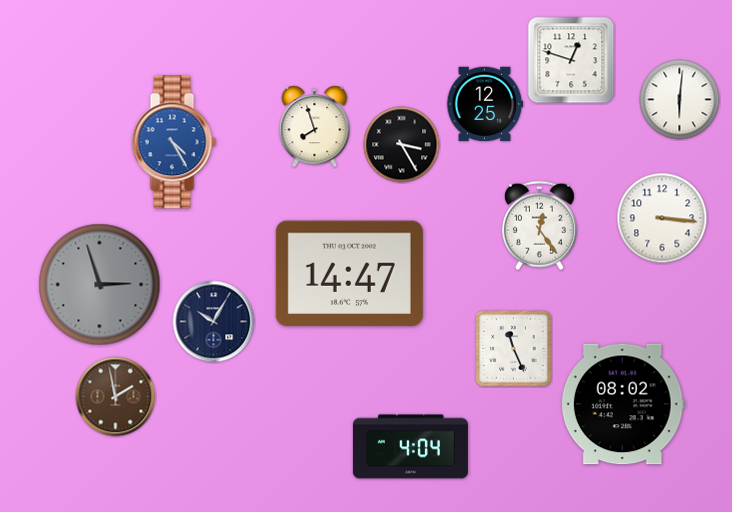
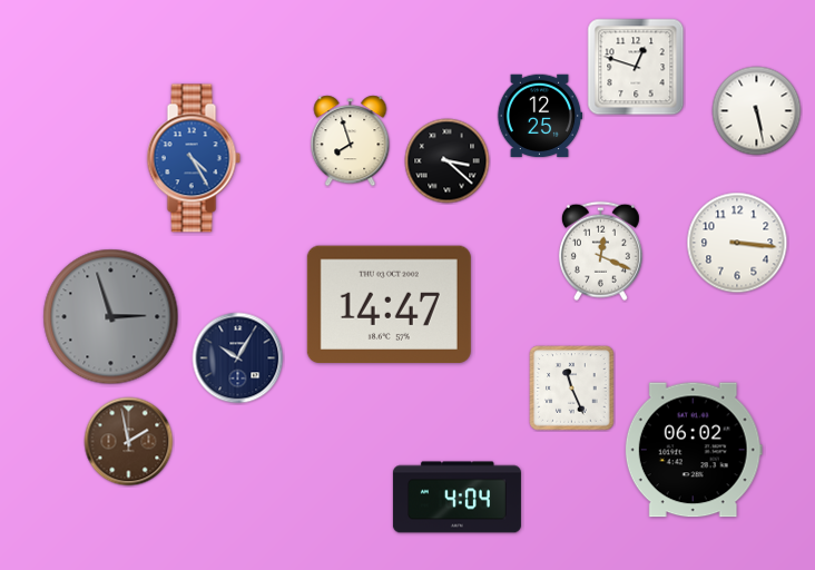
clock at (680, 100): 6:01 -> 5:28
clock at (402, 145): 3:25 -> 3:22
clock at (539, 226): 12:24 -> 12:19
clock at (623, 404): 08:02 -> 06:02
